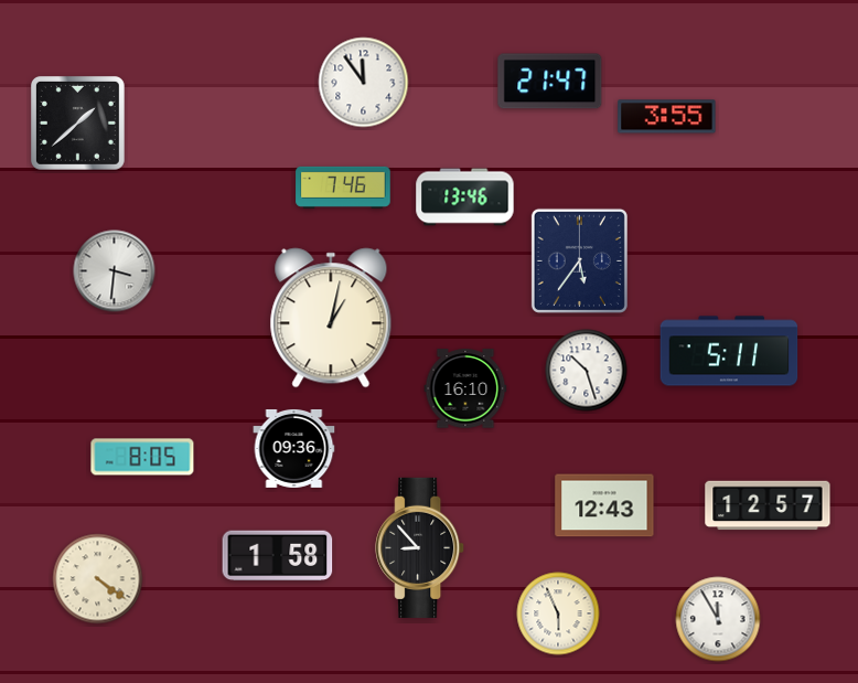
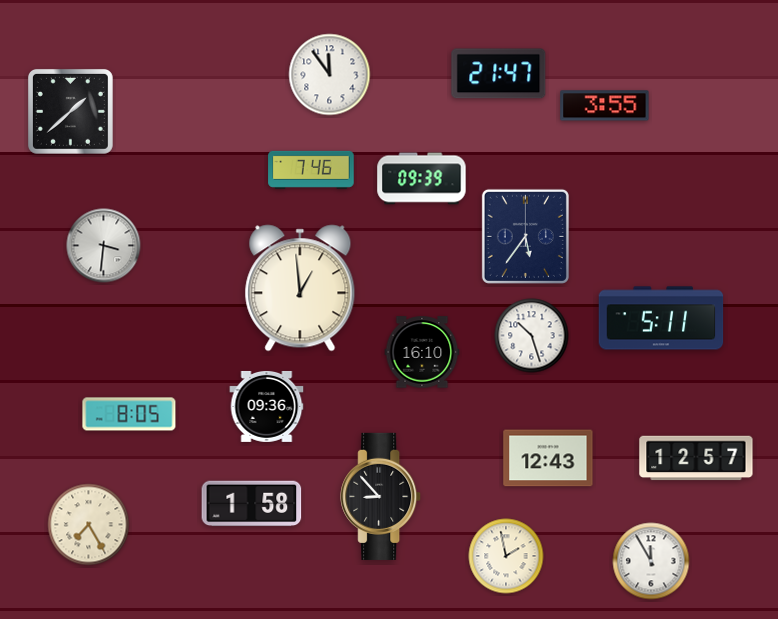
clock at (465, 198): 13:46 -> 09:39
clock at (331, 318): 1:02 -> 12:59
clock at (98, 579): 4:21 -> 7:25
clock at (558, 613): 5:56 -> 1:58
